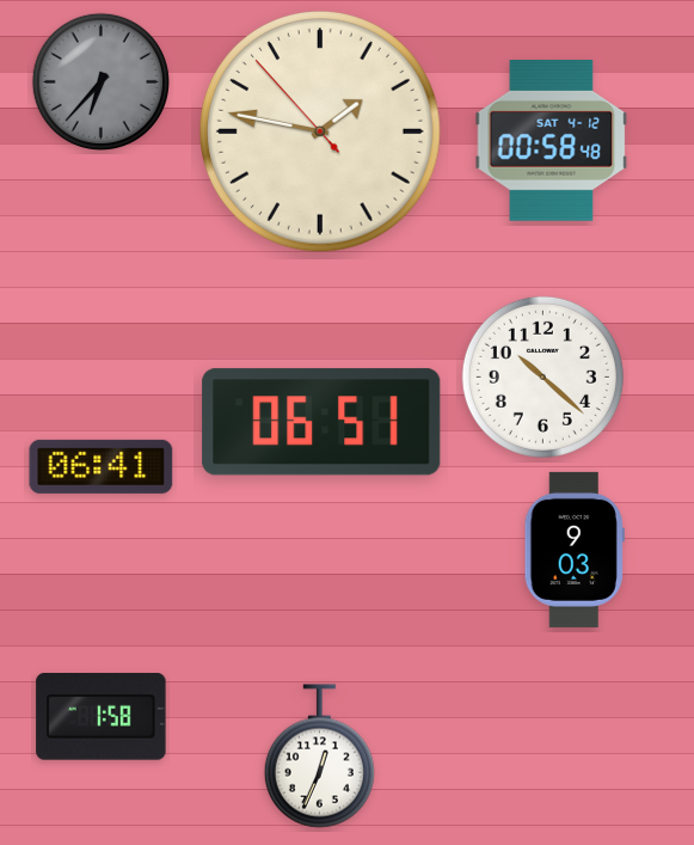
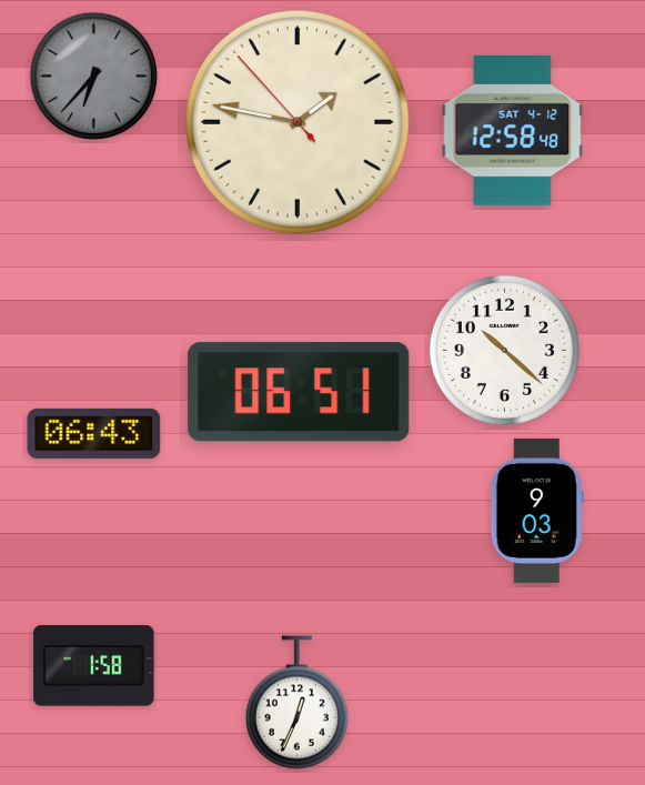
clock at (552, 141): 00:58 -> 12:58
clock at (102, 466): 06:41 -> 06:43
clock at (575, 550) position: (575, 550) -> (537, 511)
